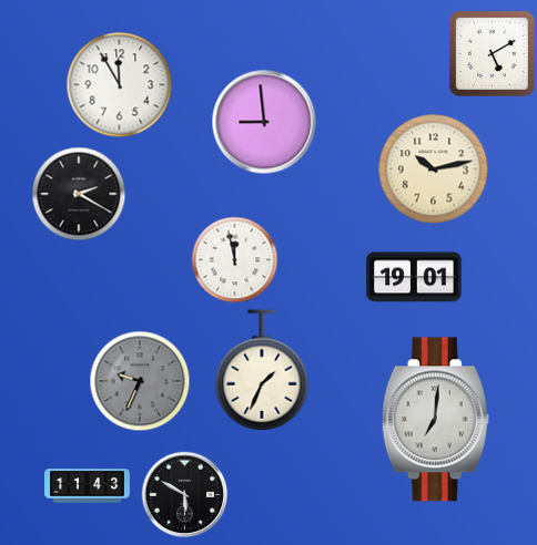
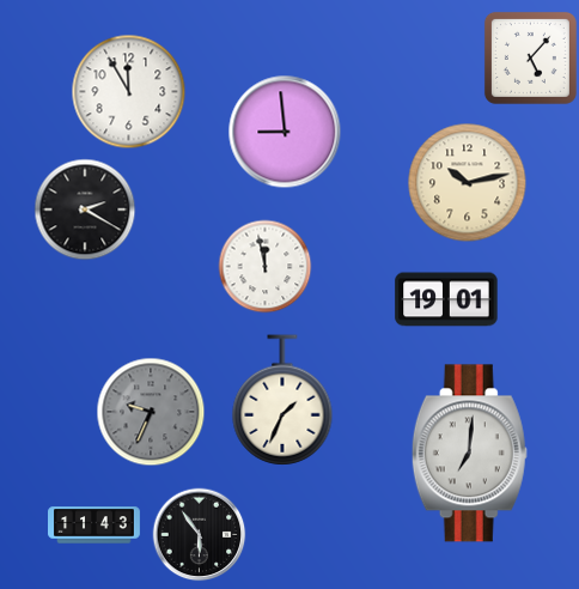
clock at (492, 53): 5:10 -> 5:07
clock at (234, 259) position: (234, 259) -> (264, 266)
clock at (184, 494): 5:50 -> 5:54
